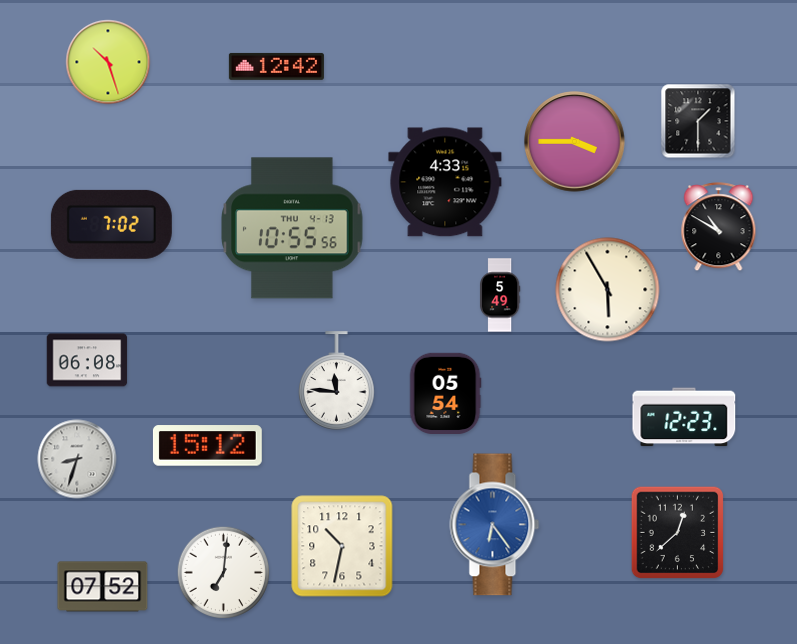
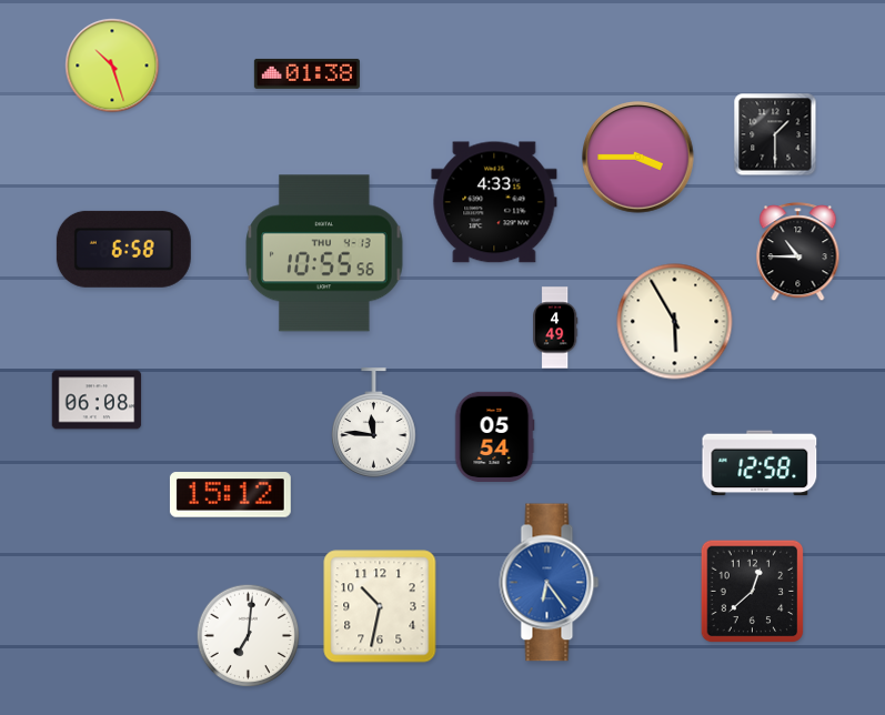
clock at (108, 62) position: (108, 62) -> (112, 66)
clock at (276, 66): 12:42 -> 01:38
clock at (111, 224): 7:02 -> 6:58
clock at (719, 227): 10:50 -> 10:45
clock at (500, 295): 5:49 -> 4:49
clock at (684, 417): 12:23 -> 12:58
clock at (77, 459): 8:33 -> none
clock at (103, 587): 07:52 -> none
